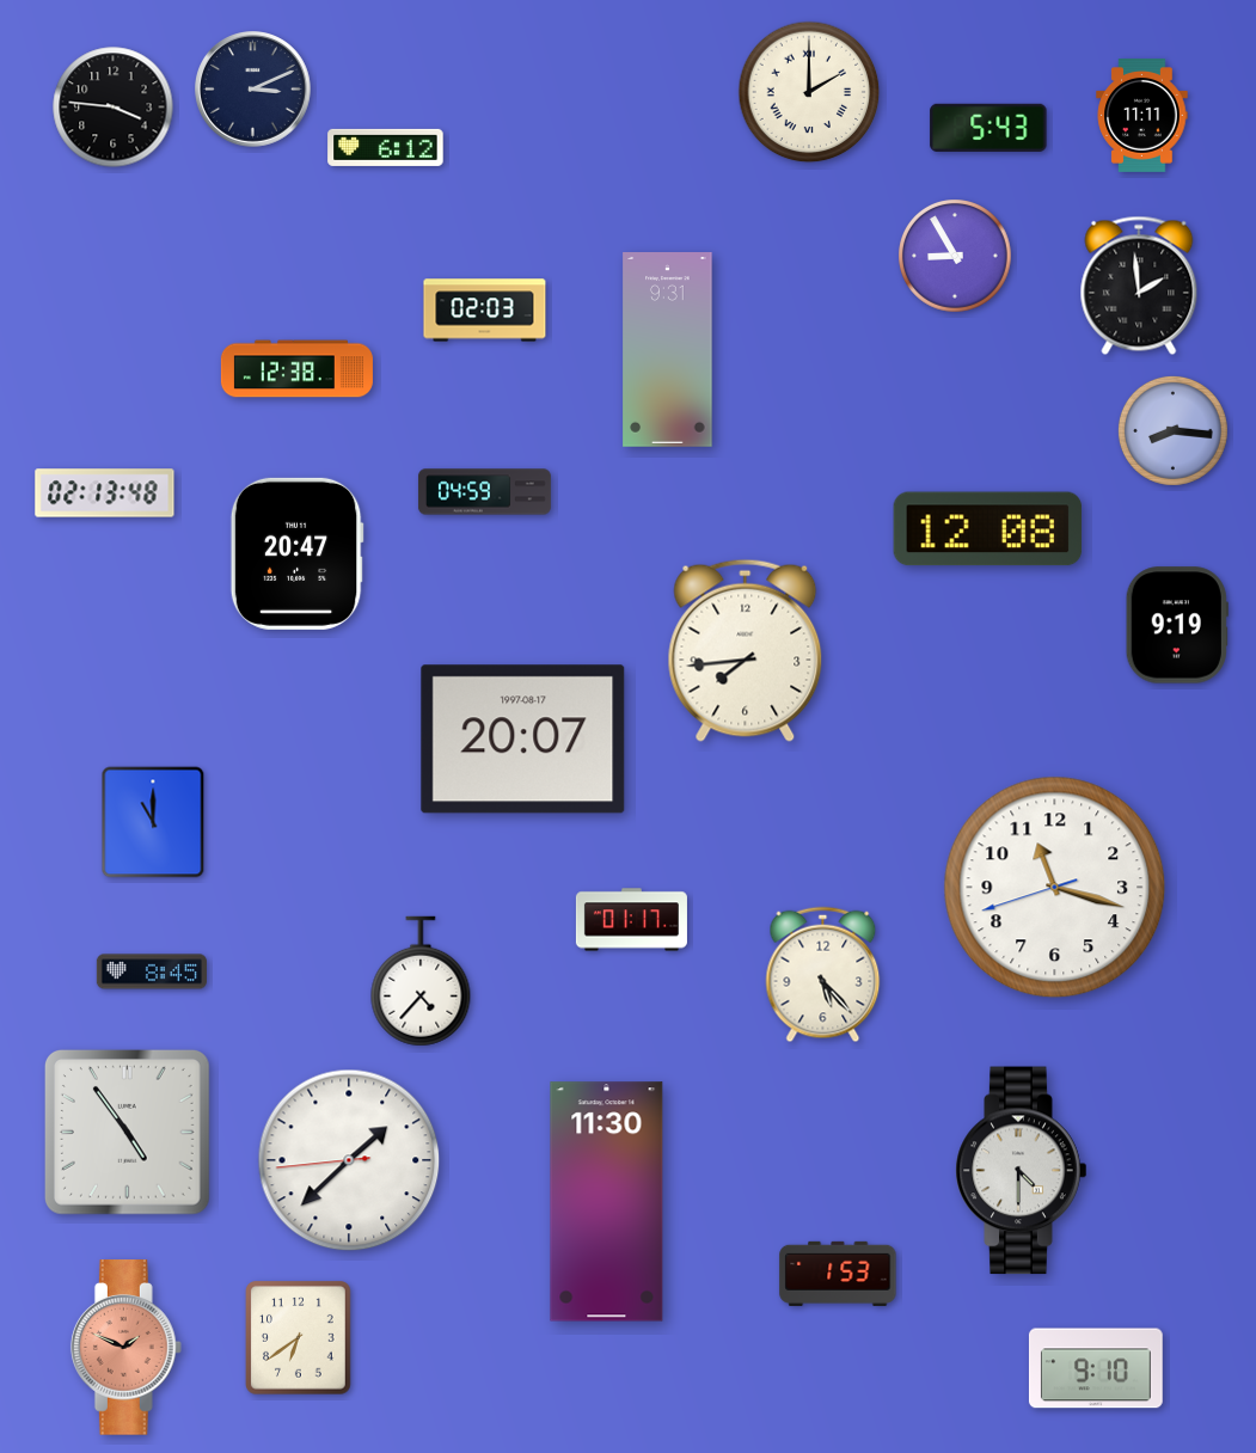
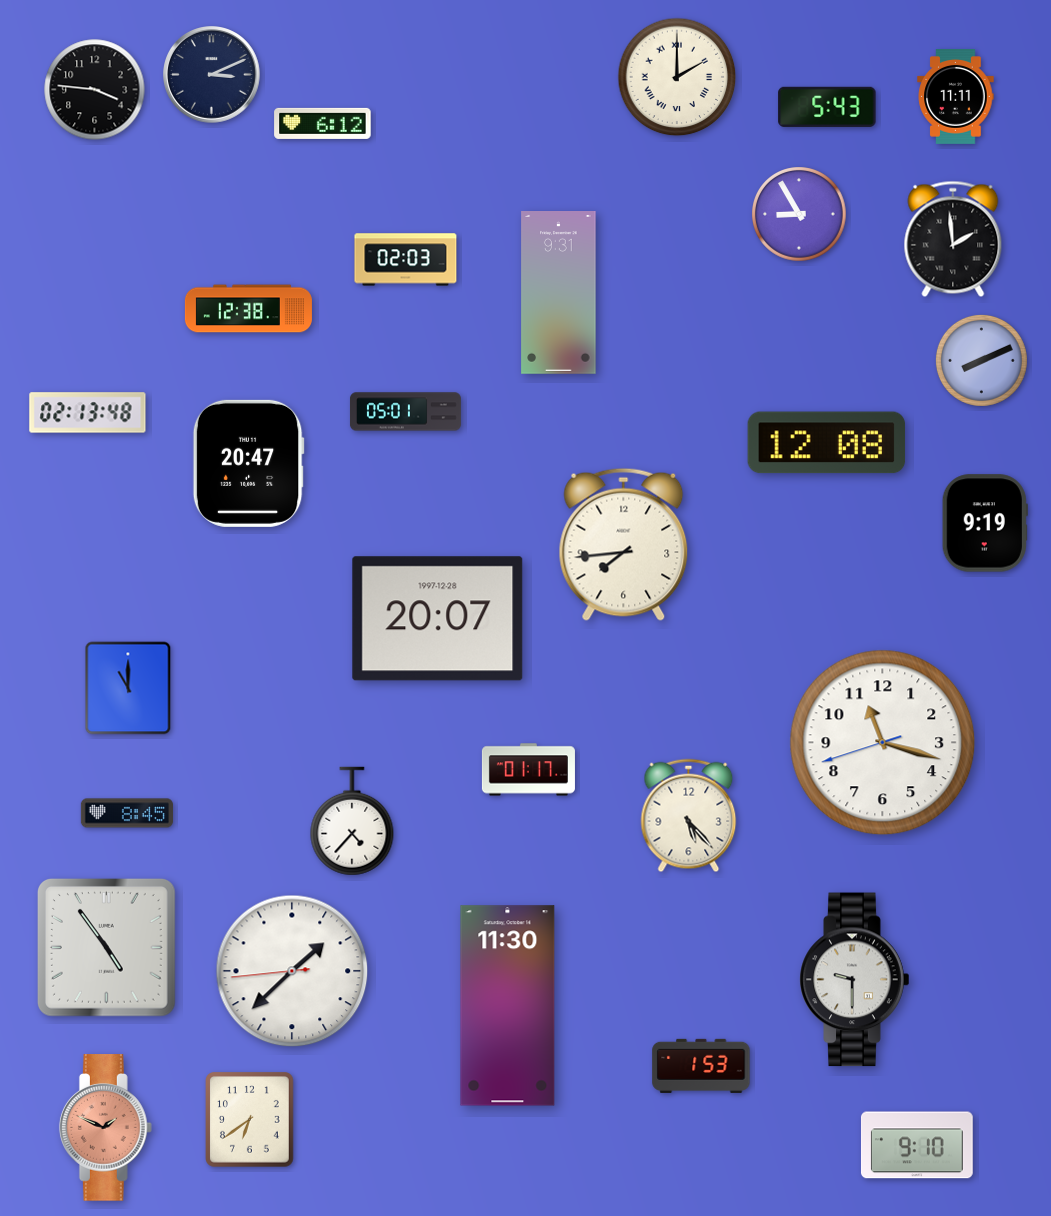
clock at (1172, 430): 8:16 -> 8:11
clock at (484, 492): 04:59 -> 05:01
clock at (523, 740) date: 1997-08-17 -> 1997-12-28
clock at (1022, 1171): 4:30 -> 9:30
